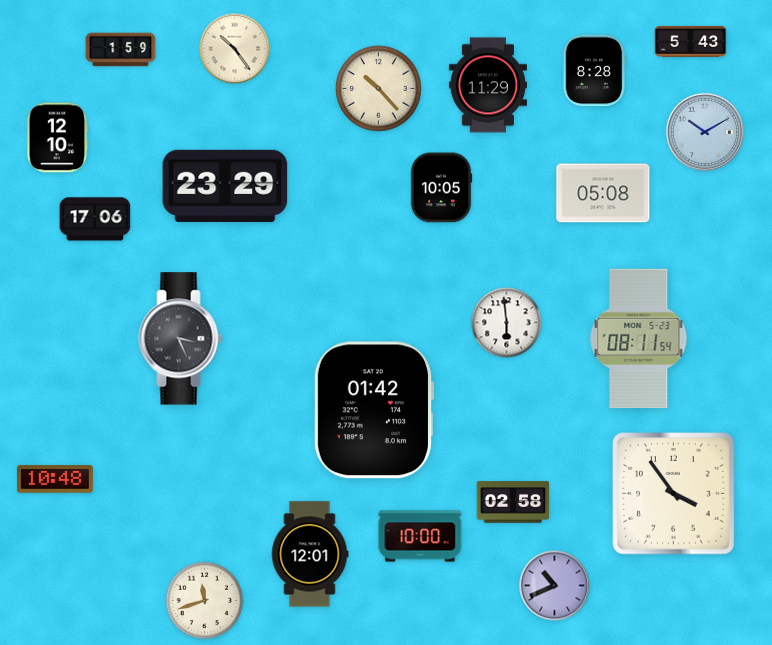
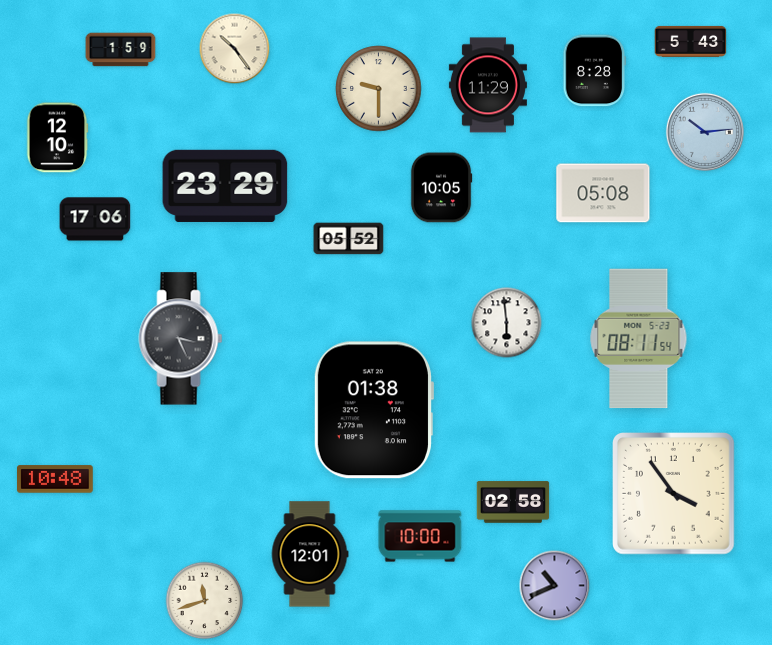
clock at (379, 89): 10:23 -> 9:30
clock at (705, 132): 10:10 -> 10:14
clock at (349, 239): none -> 05:52
clock at (373, 410): 01:42 -> 01:38
